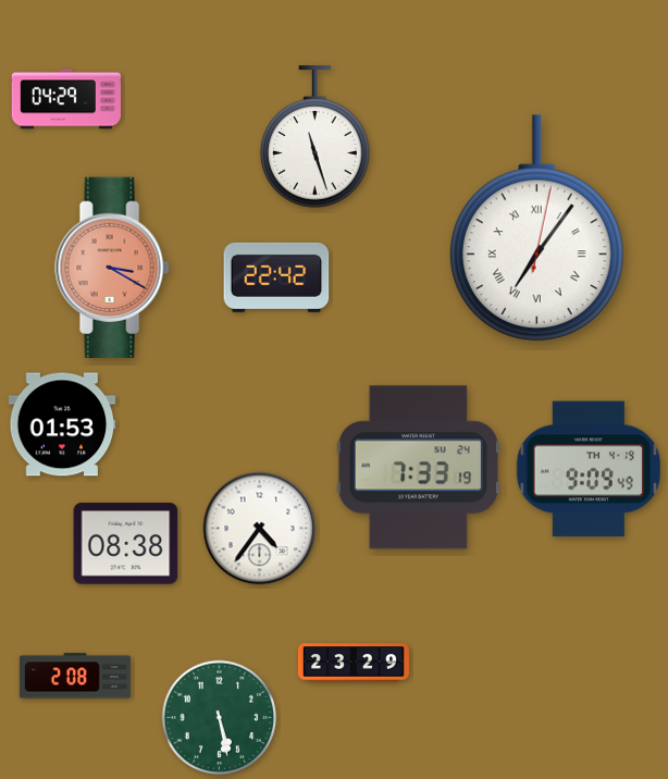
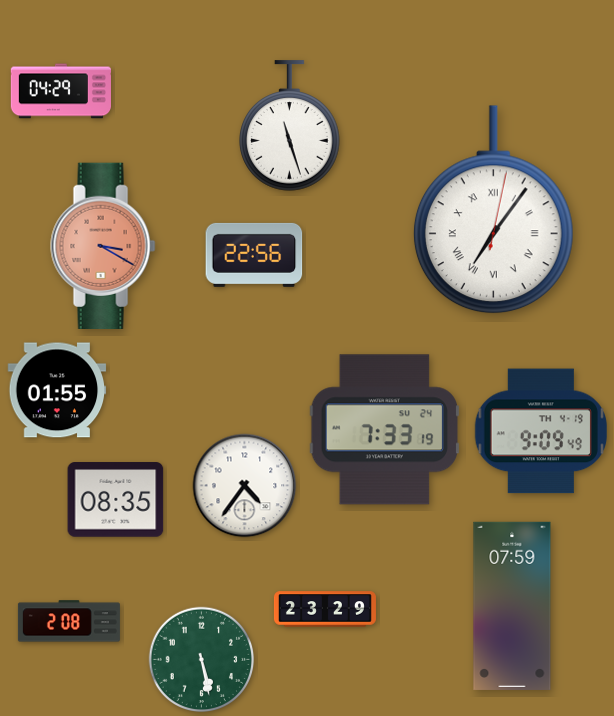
clock at (276, 277): 22:42 -> 22:56
clock at (62, 424): 01:53 -> 01:55
clock at (260, 529) position: (260, 529) -> (245, 486)
clock at (126, 544): 08:38 -> 08:35
clock at (512, 606): none -> 07:59
